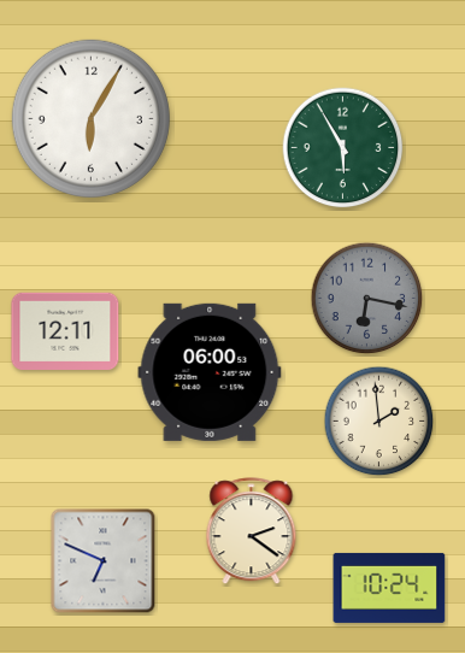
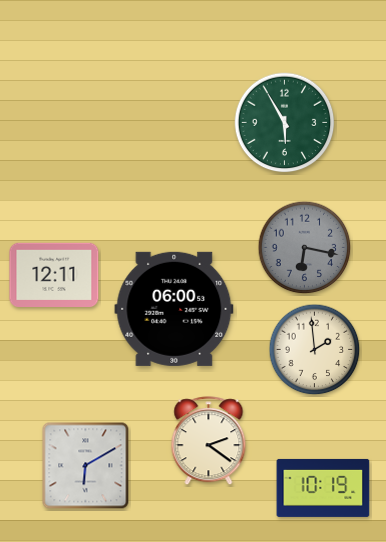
clock at (90, 118): 6:05 -> none
clock at (104, 561): 6:49 -> 6:10
clock at (389, 588): 10:24 -> 10:19
